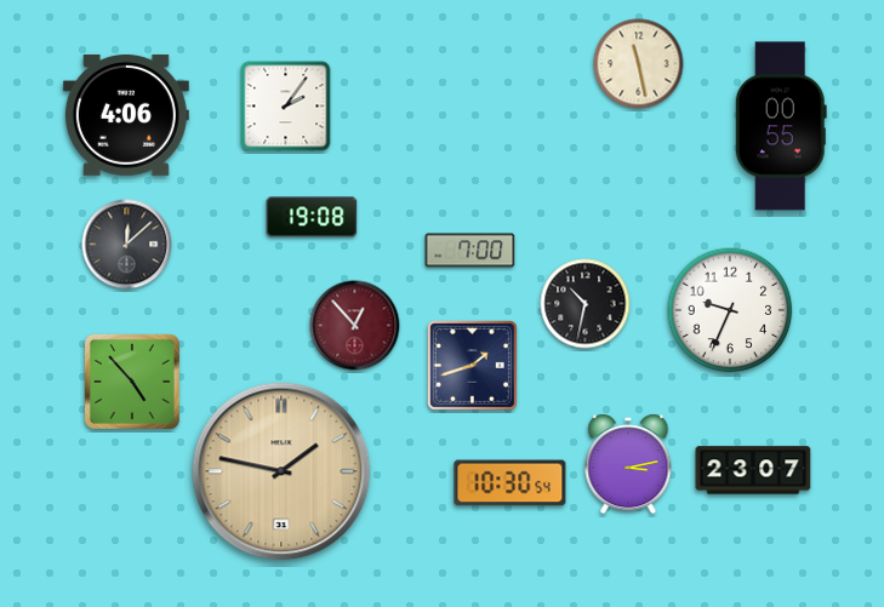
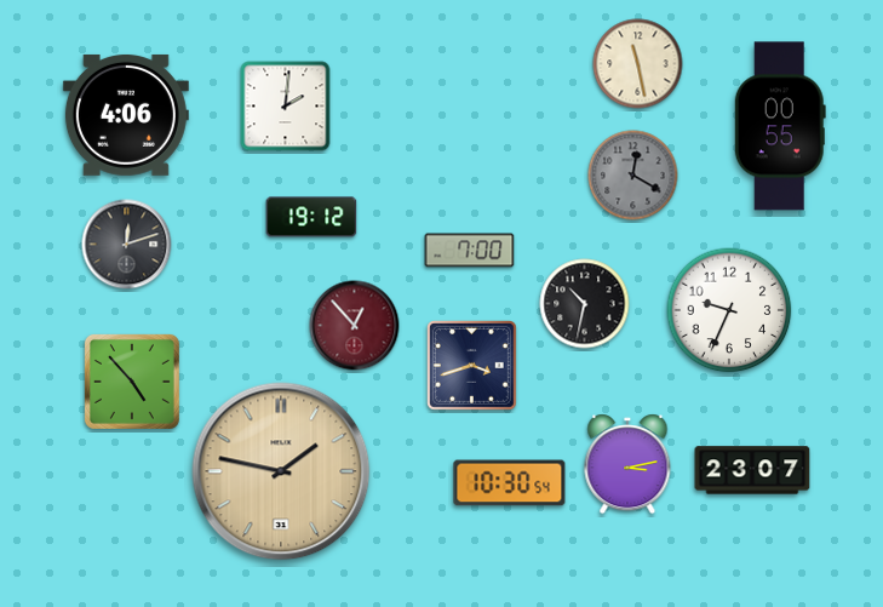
clock at (286, 107): 2:06 -> 2:01
clock at (633, 176): none -> 12:20
clock at (312, 217): 19:08 -> 19:12
clock at (127, 245): 12:08 -> 12:12
clock at (473, 366): 1:42 -> 3:42
